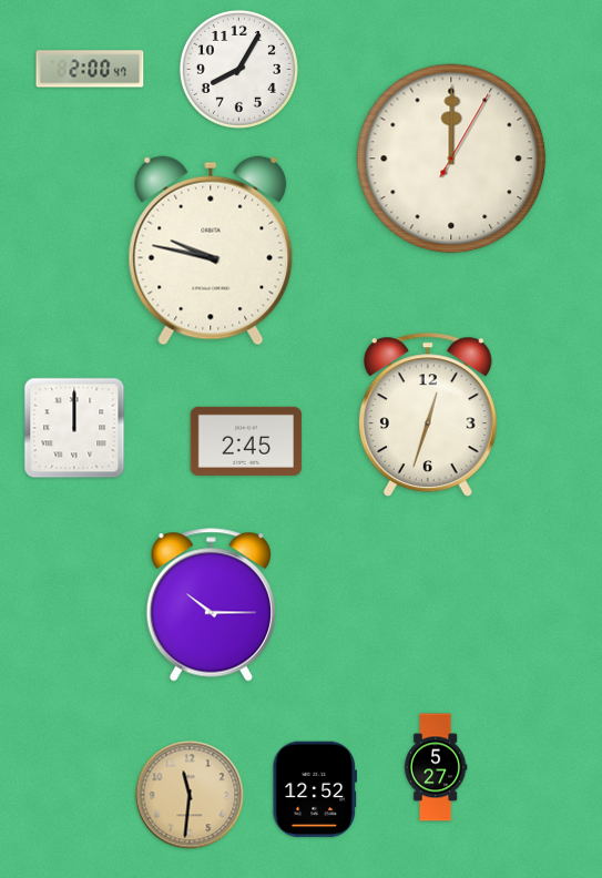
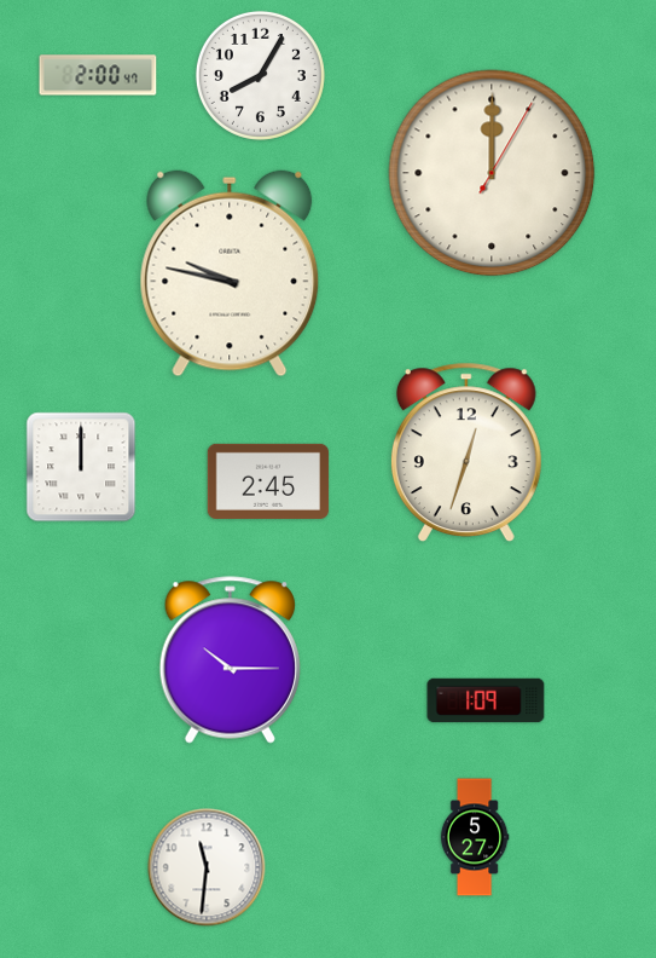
clock at (486, 700): none -> 1:09
clock at (314, 789): 12:52 -> none
clock at (190, 795) dial: champagne -> white
